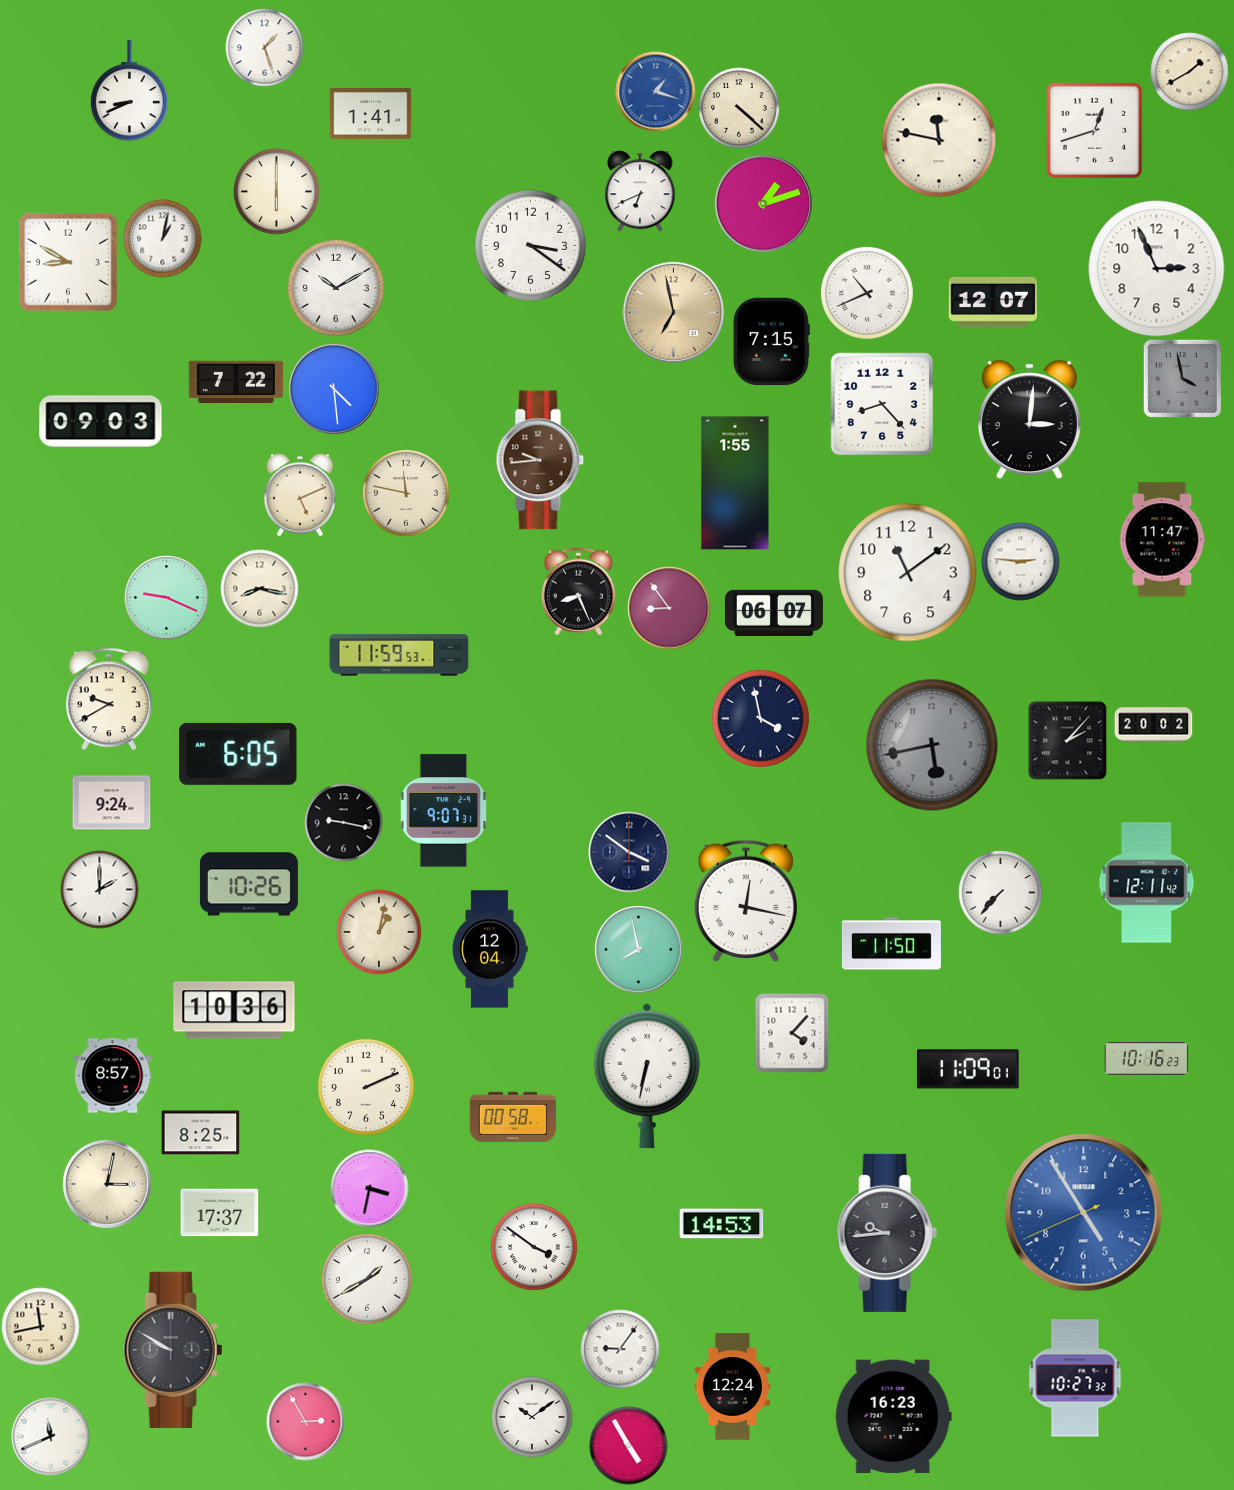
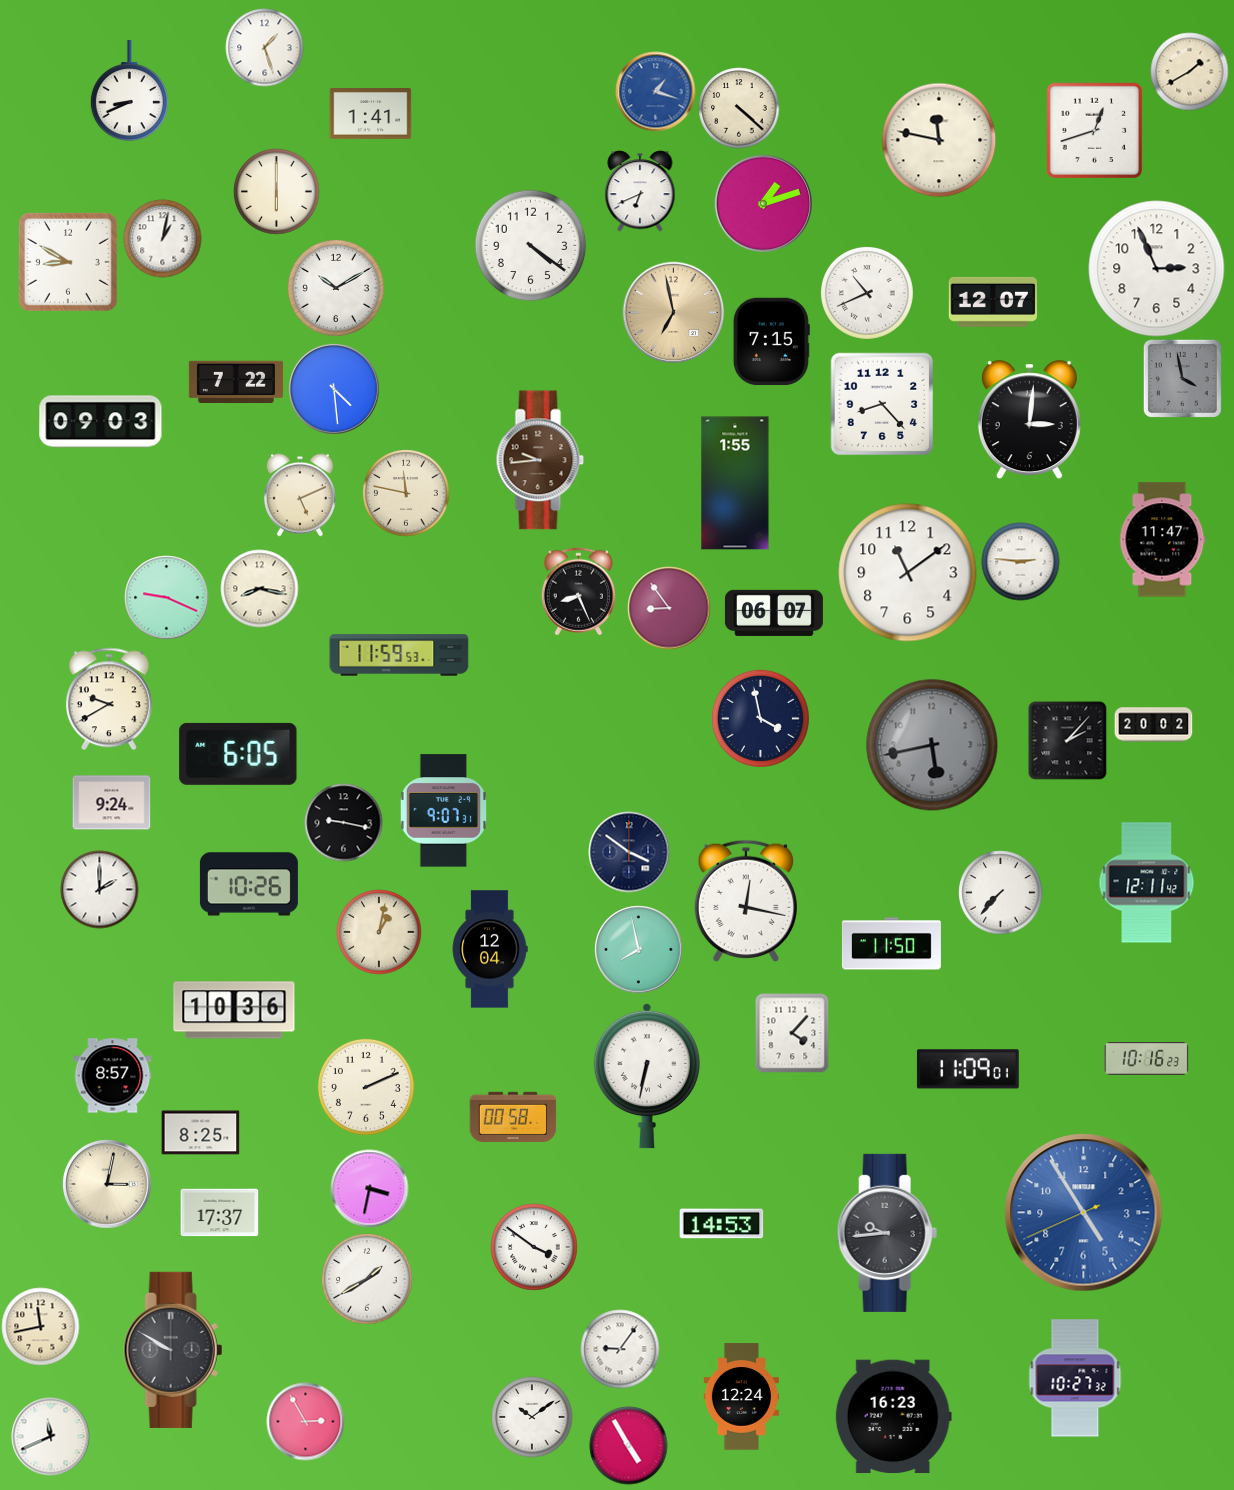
clock at (530, 245): 3:21 -> 4:21
clock at (732, 1387) position: (732, 1387) -> (741, 1397)
